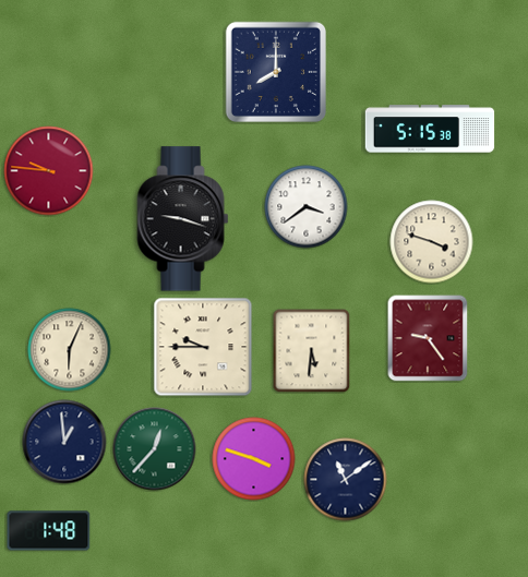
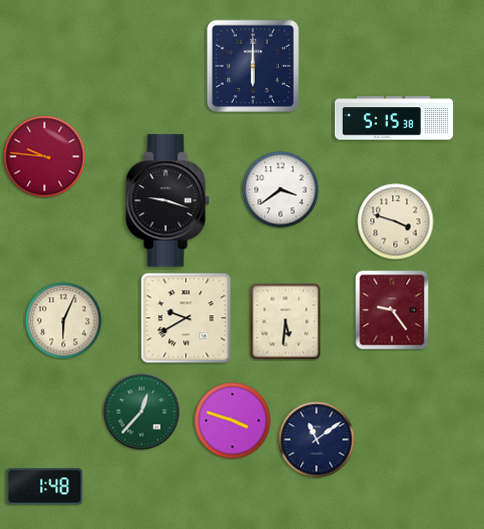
clock at (275, 71): 8:00 -> 6:00
clock at (203, 347): 9:45 -> 9:40
clock at (64, 442): 12:59 -> none
